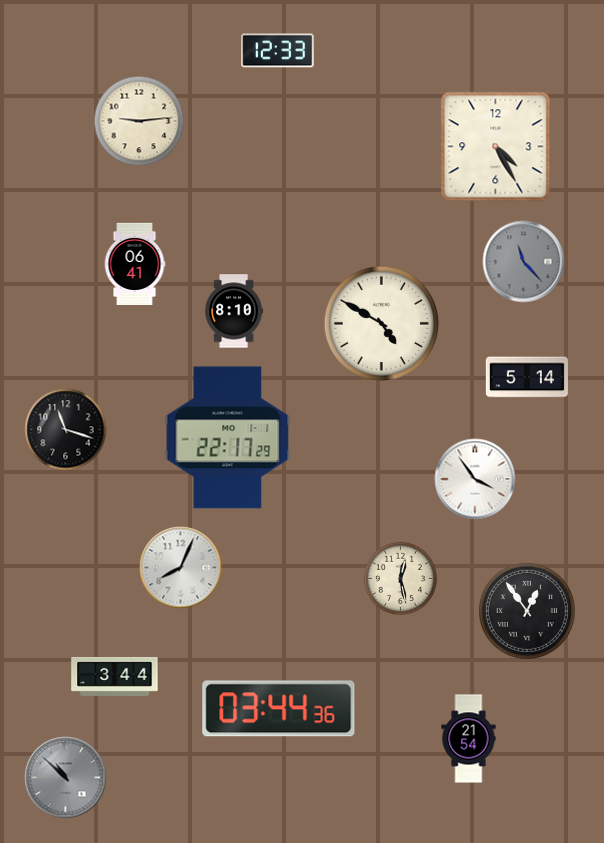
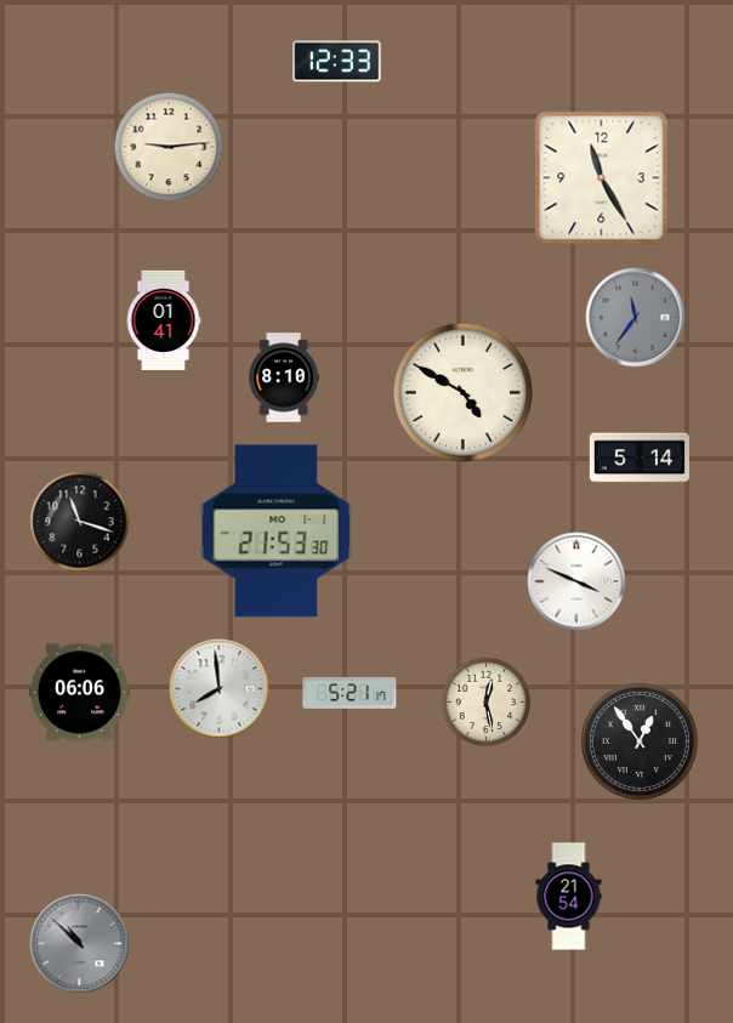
clock at (496, 147): 4:25 -> 11:25
clock at (524, 262): 11:23 -> 11:36
clock at (135, 263): 06:41 -> 01:41
clock at (228, 438): 22:17 -> 21:53
clock at (475, 479): 3:54 -> 3:49
clock at (181, 568): 8:04 -> 7:59
clock at (79, 693): none -> 06:06
clock at (350, 693): none -> 5:21
clock at (115, 676): 3:44 -> none
clock at (279, 709): 03:44 -> none
